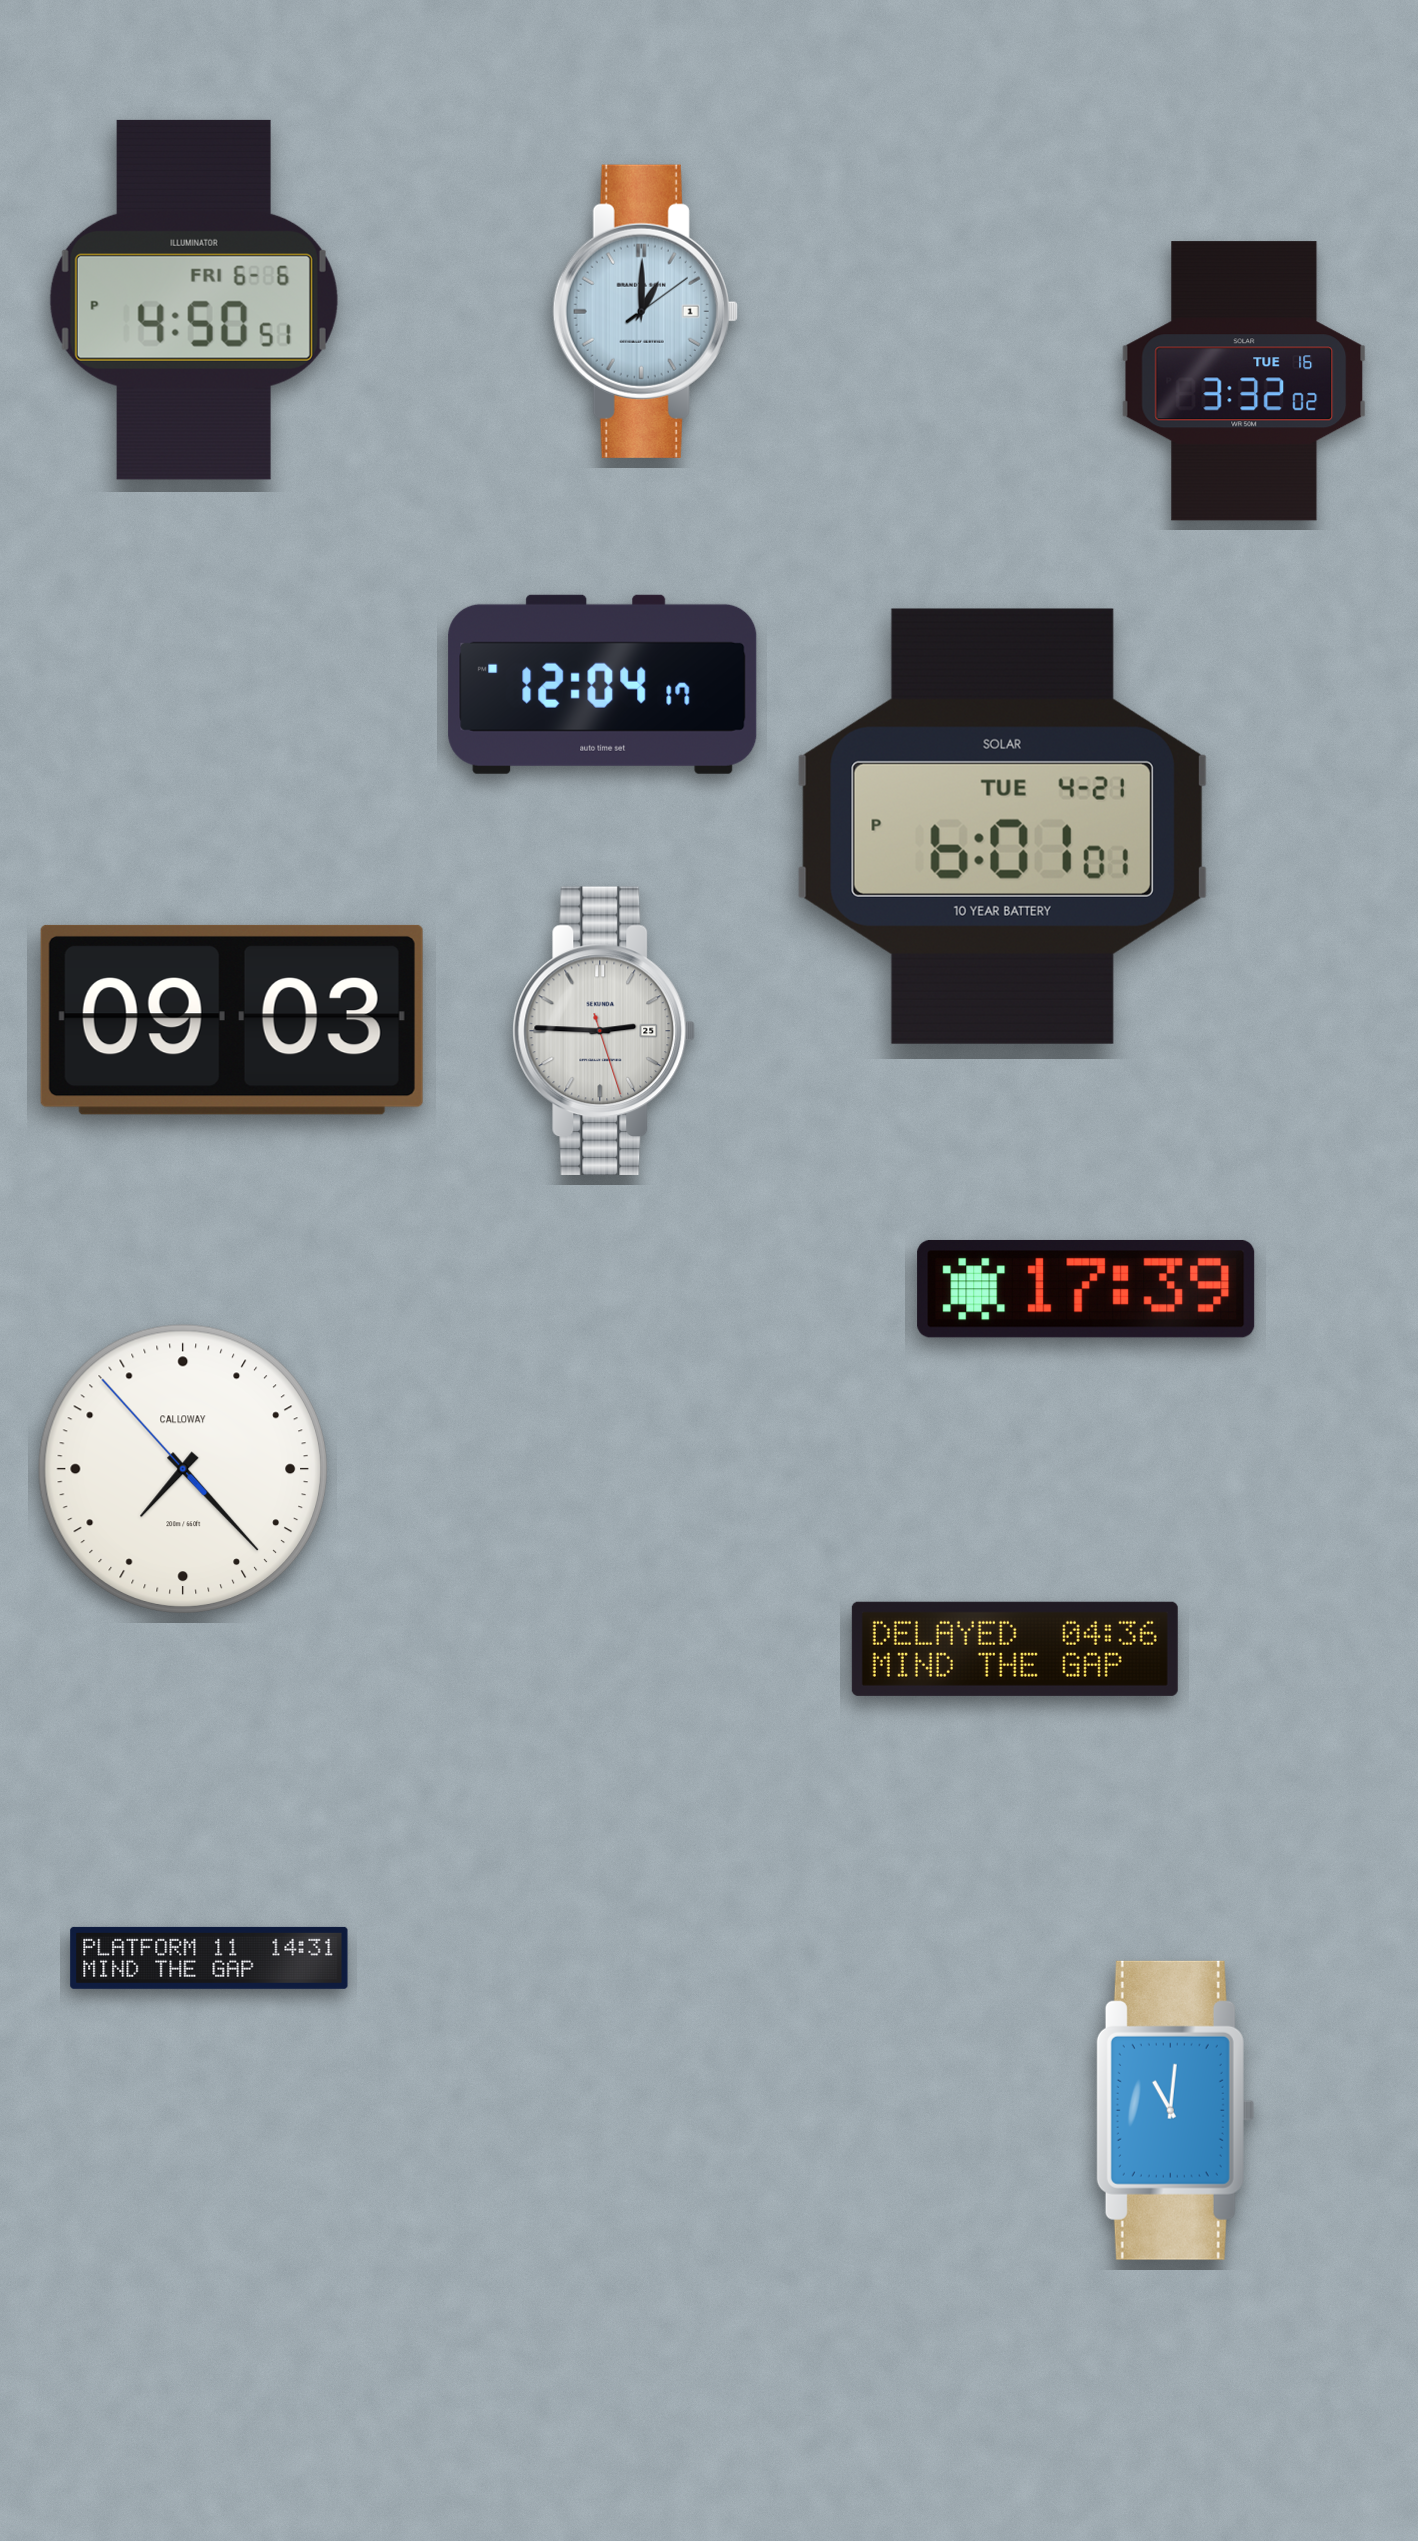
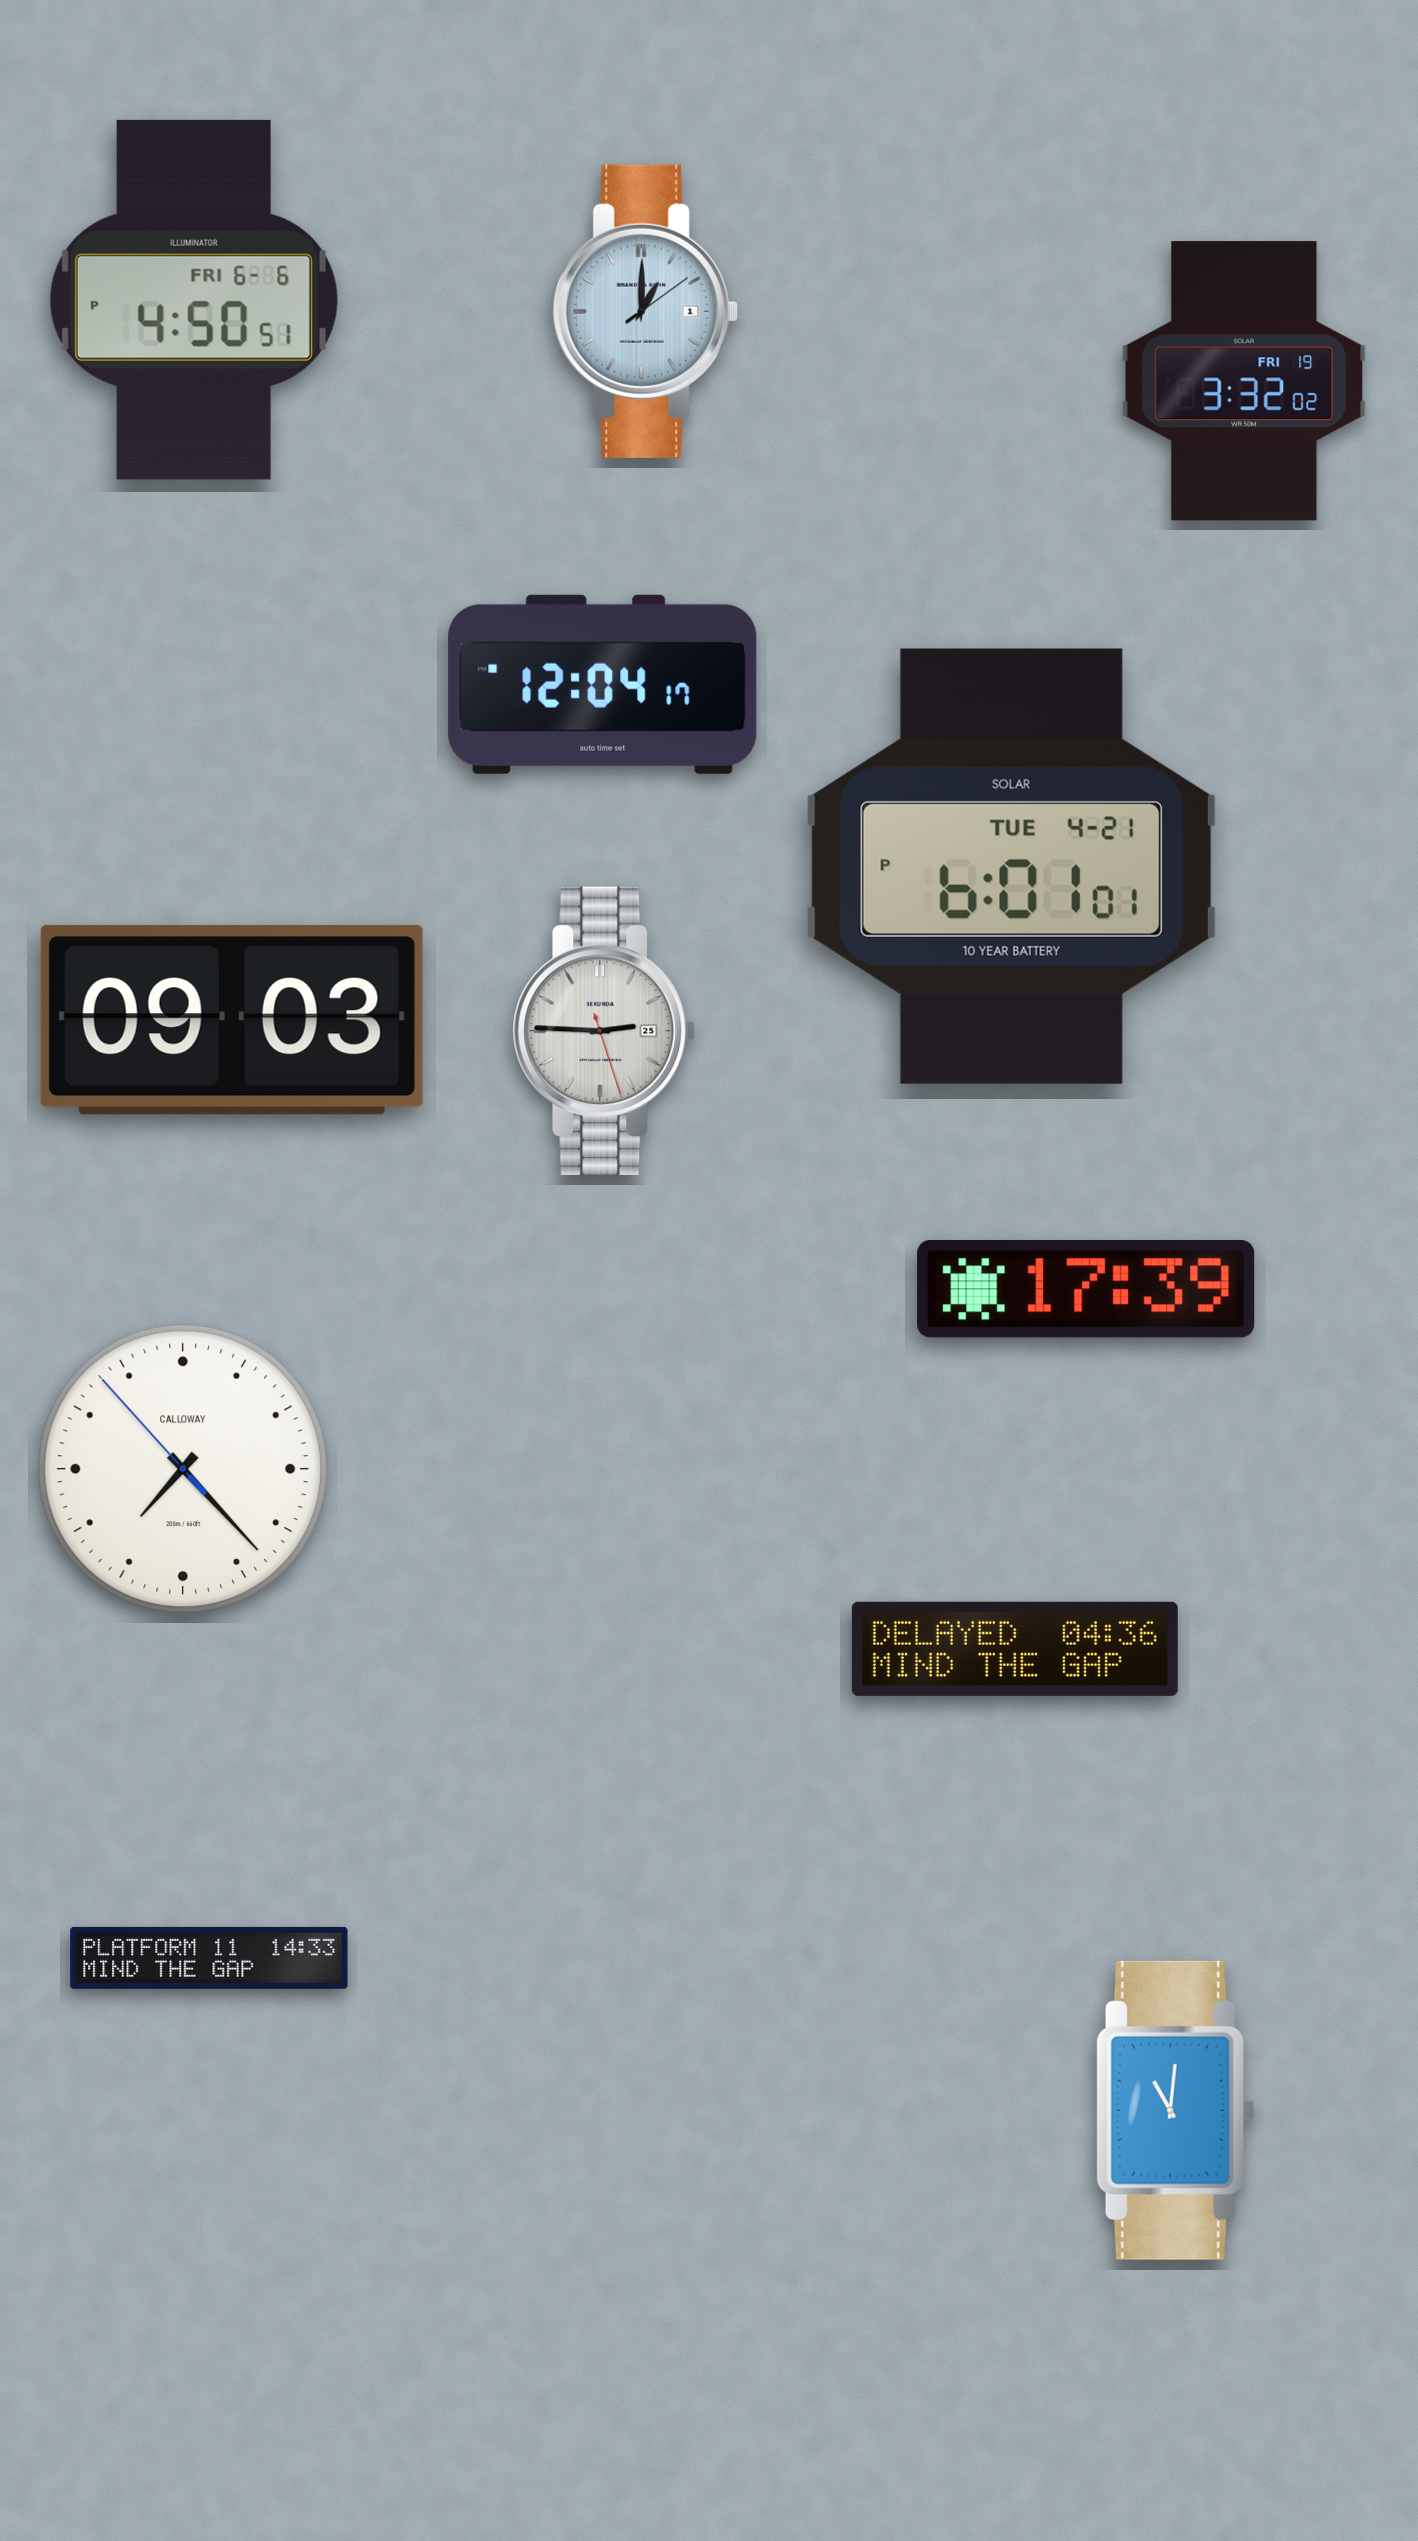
clock at (1244, 381) date: TUE 16 -> FRI 19
clock at (1002, 826) position: (1002, 826) -> (1011, 866)
clock at (209, 1958): 14:31 -> 14:33
